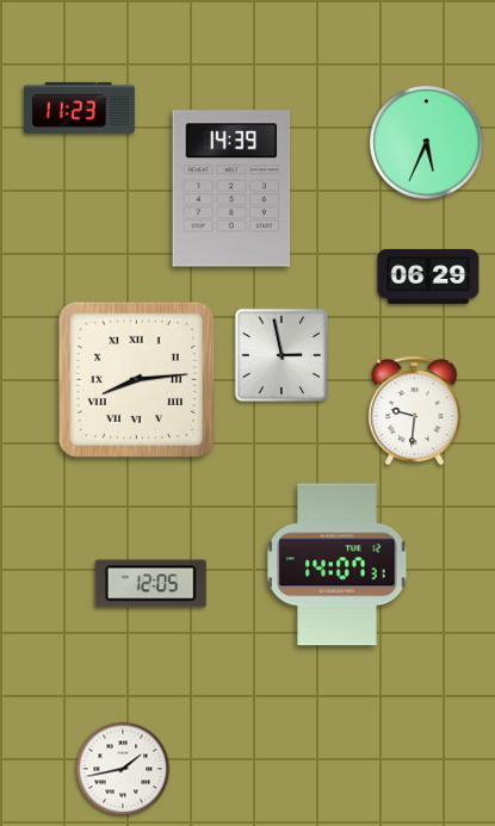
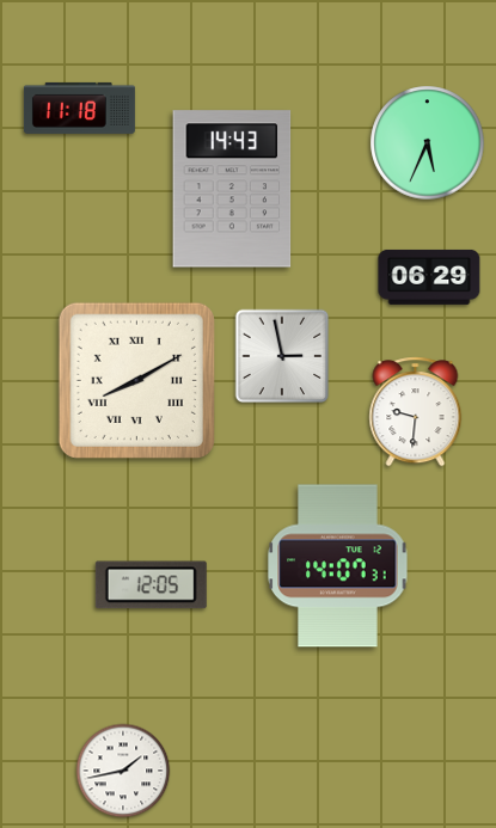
clock at (79, 107): 11:23 -> 11:18
clock at (231, 188): 14:39 -> 14:43
clock at (136, 379): 8:14 -> 8:10
